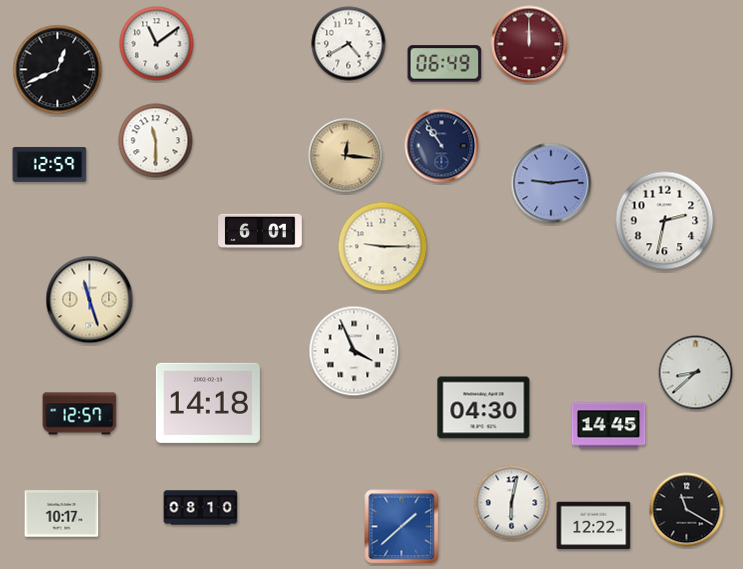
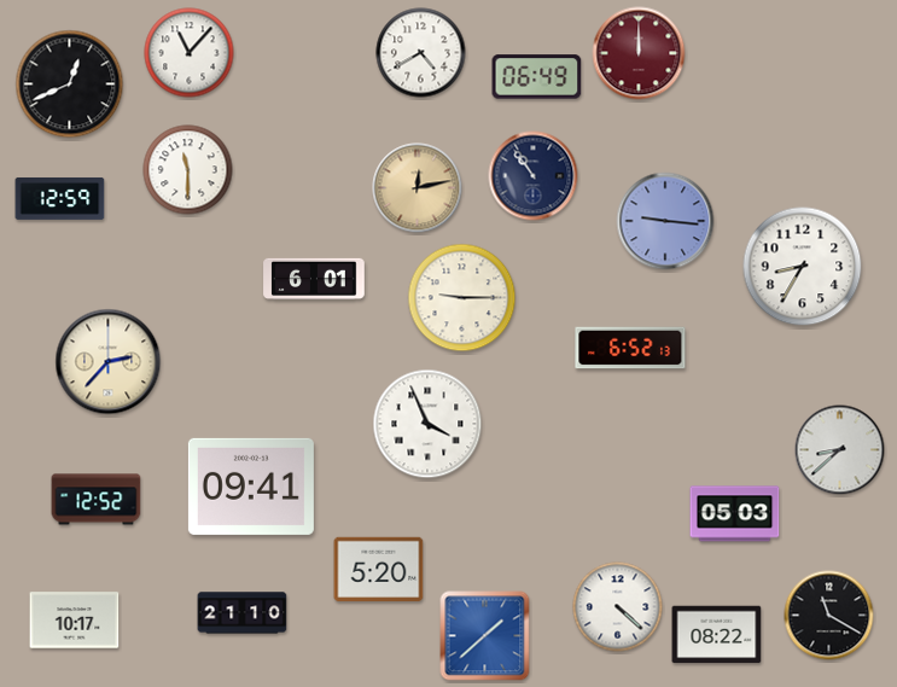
clock at (157, 44): 11:09 -> 11:07
clock at (346, 156): 12:16 -> 12:13
clock at (551, 183): 9:14 -> 9:16
clock at (665, 221): 2:32 -> 8:35
clock at (630, 348): none -> 6:52
clock at (90, 300): 11:27 -> 2:37
clock at (208, 403): 14:18 -> 09:41
clock at (484, 408): 04:30 -> none
clock at (80, 414): 12:57 -> 12:52
clock at (609, 426): 14:45 -> 05:03
clock at (379, 570): none -> 5:20
clock at (512, 503): 6:02 -> 4:22
clock at (201, 508): 08:10 -> 21:10
clock at (594, 526): 12:22 -> 08:22
